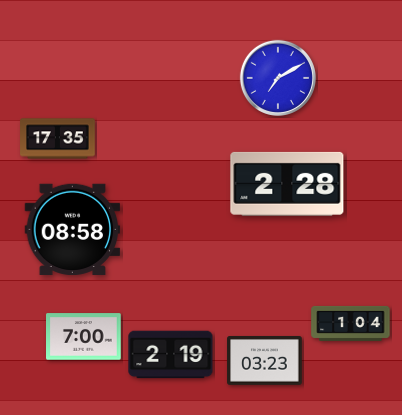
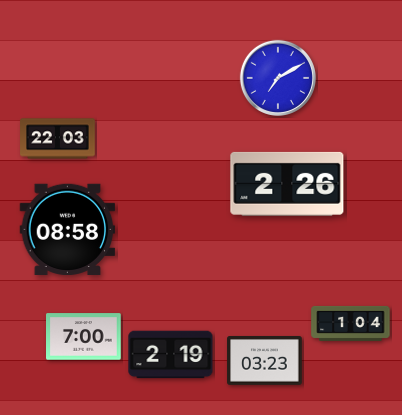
clock at (58, 139): 17:35 -> 22:03
clock at (287, 184): 2:28 -> 2:26
clock at (73, 229) position: (73, 229) -> (68, 229)
